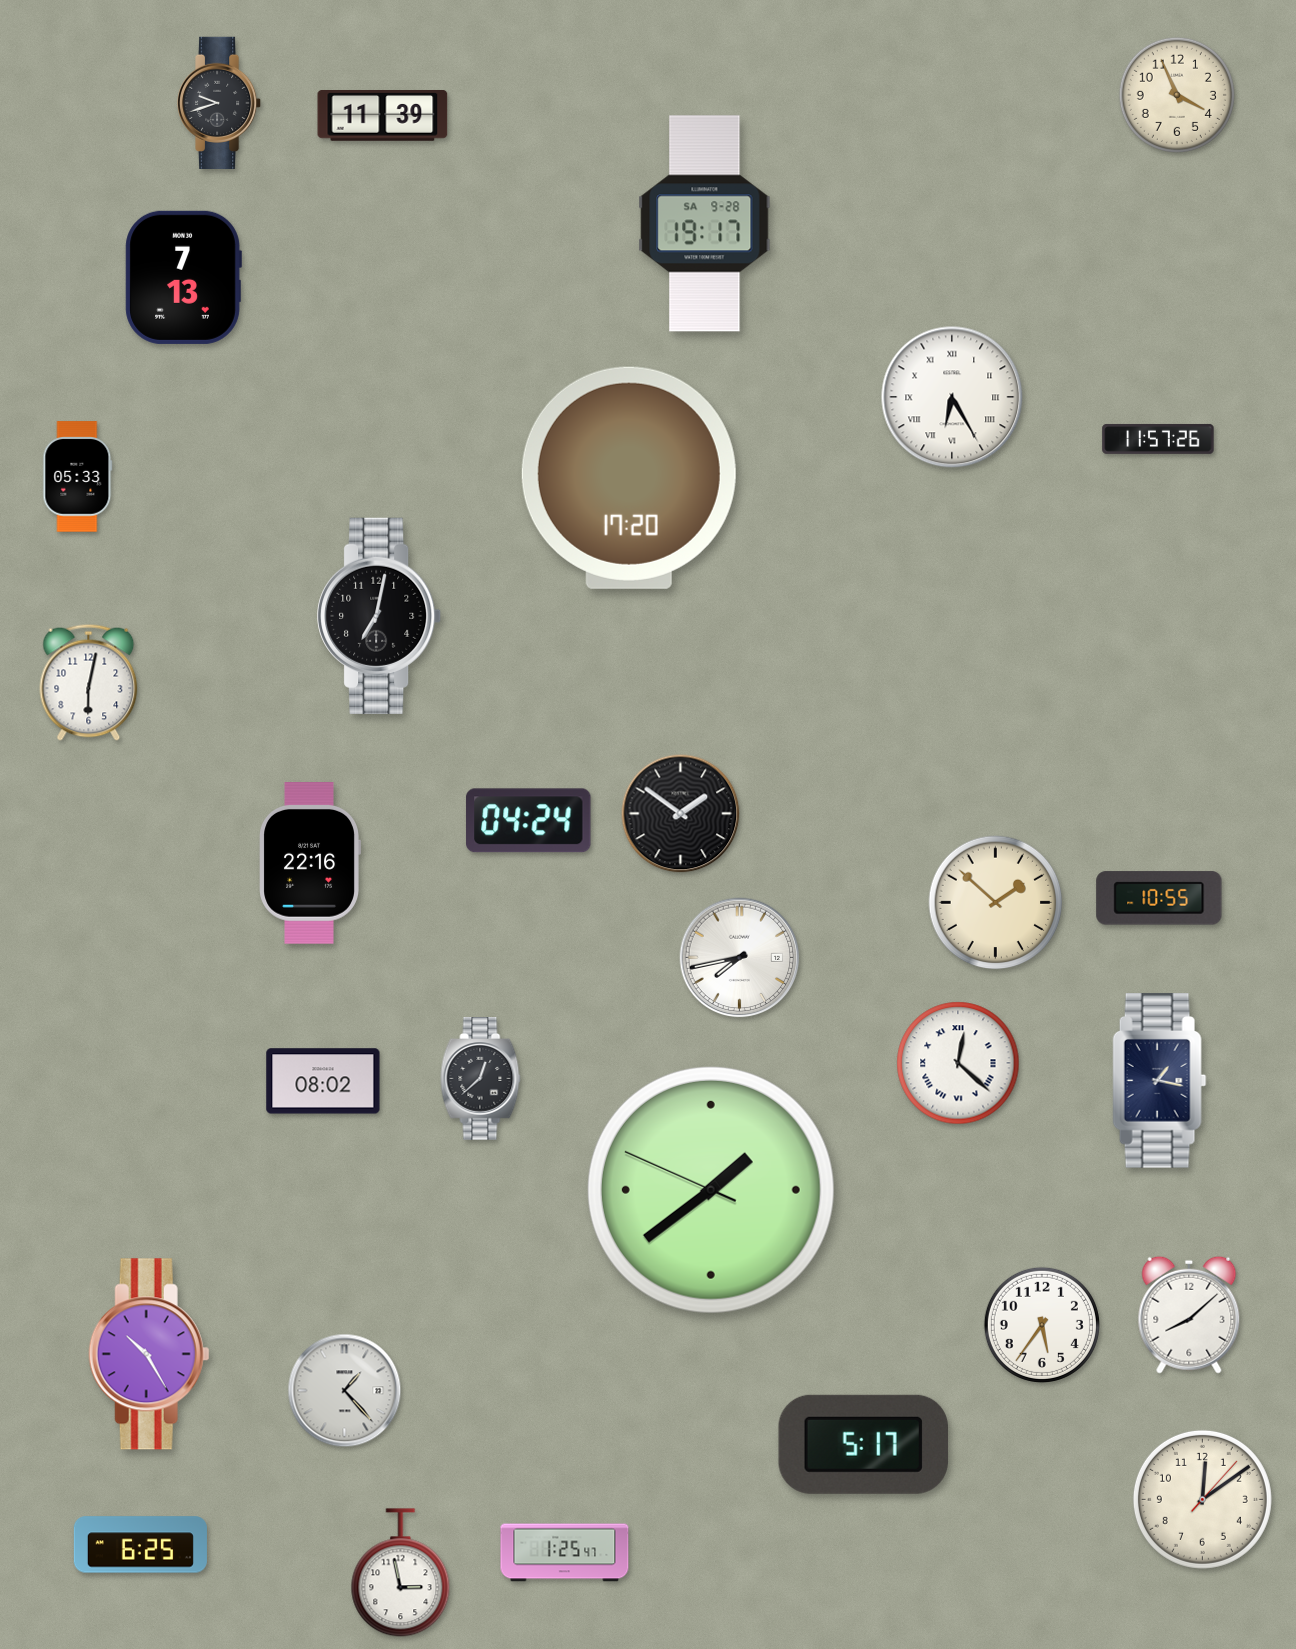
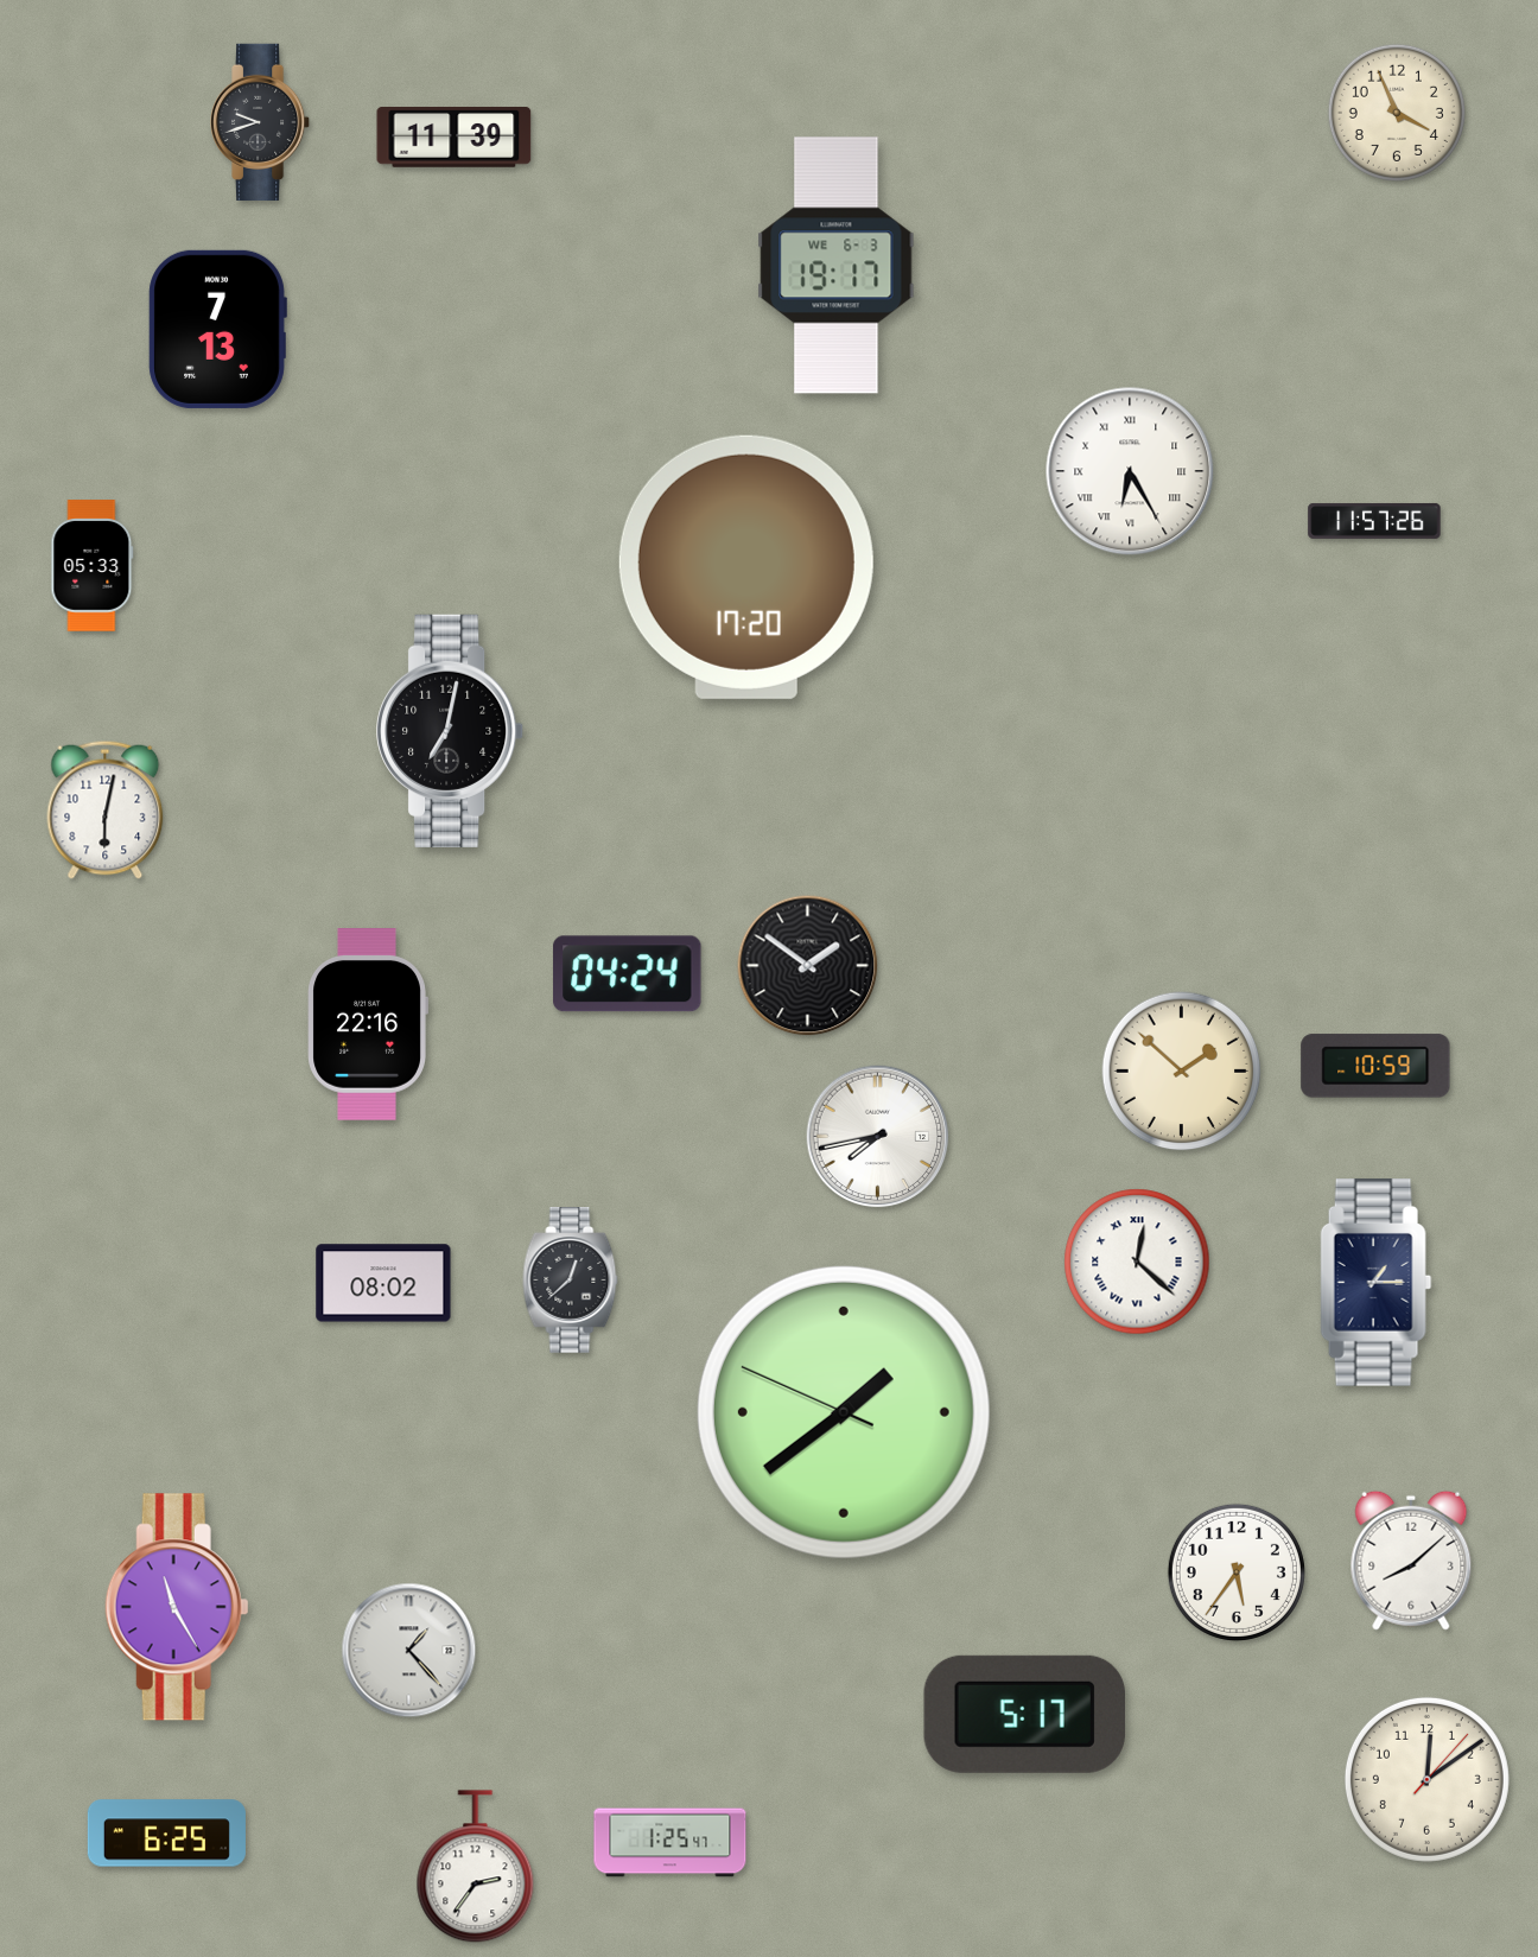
clock at (705, 224) date: SA 9-28 -> WE 6-3
clock at (1159, 898): 10:55 -> 10:59
clock at (1160, 1081): 1:17 -> 1:15
clock at (149, 1354): 10:25 -> 11:25
clock at (401, 1573): 2:58 -> 2:36
